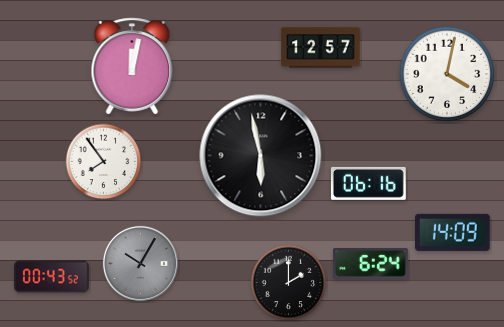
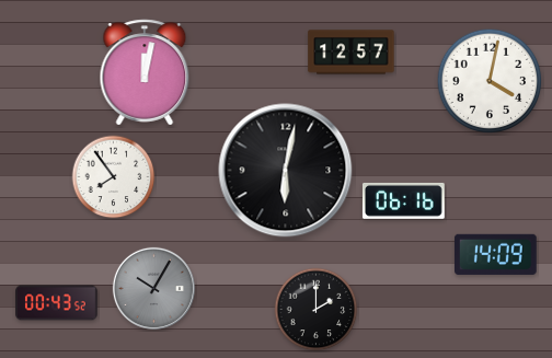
clock at (261, 156): 5:58 -> 6:02
clock at (371, 264): 6:24 -> none
